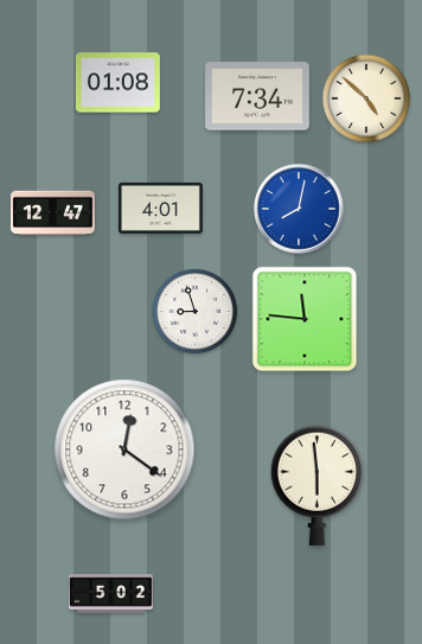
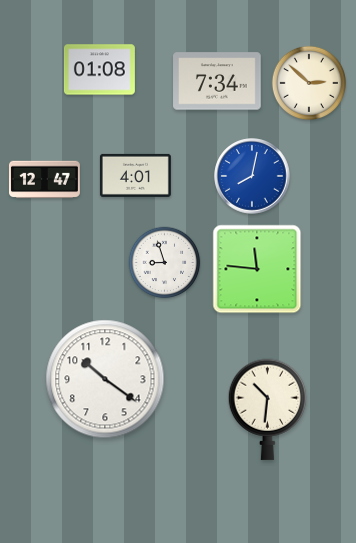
clock at (365, 97): 4:52 -> 2:52
clock at (124, 449): 12:21 -> 10:21
clock at (318, 485): 5:59 -> 10:31
clock at (110, 594): 5:02 -> none
